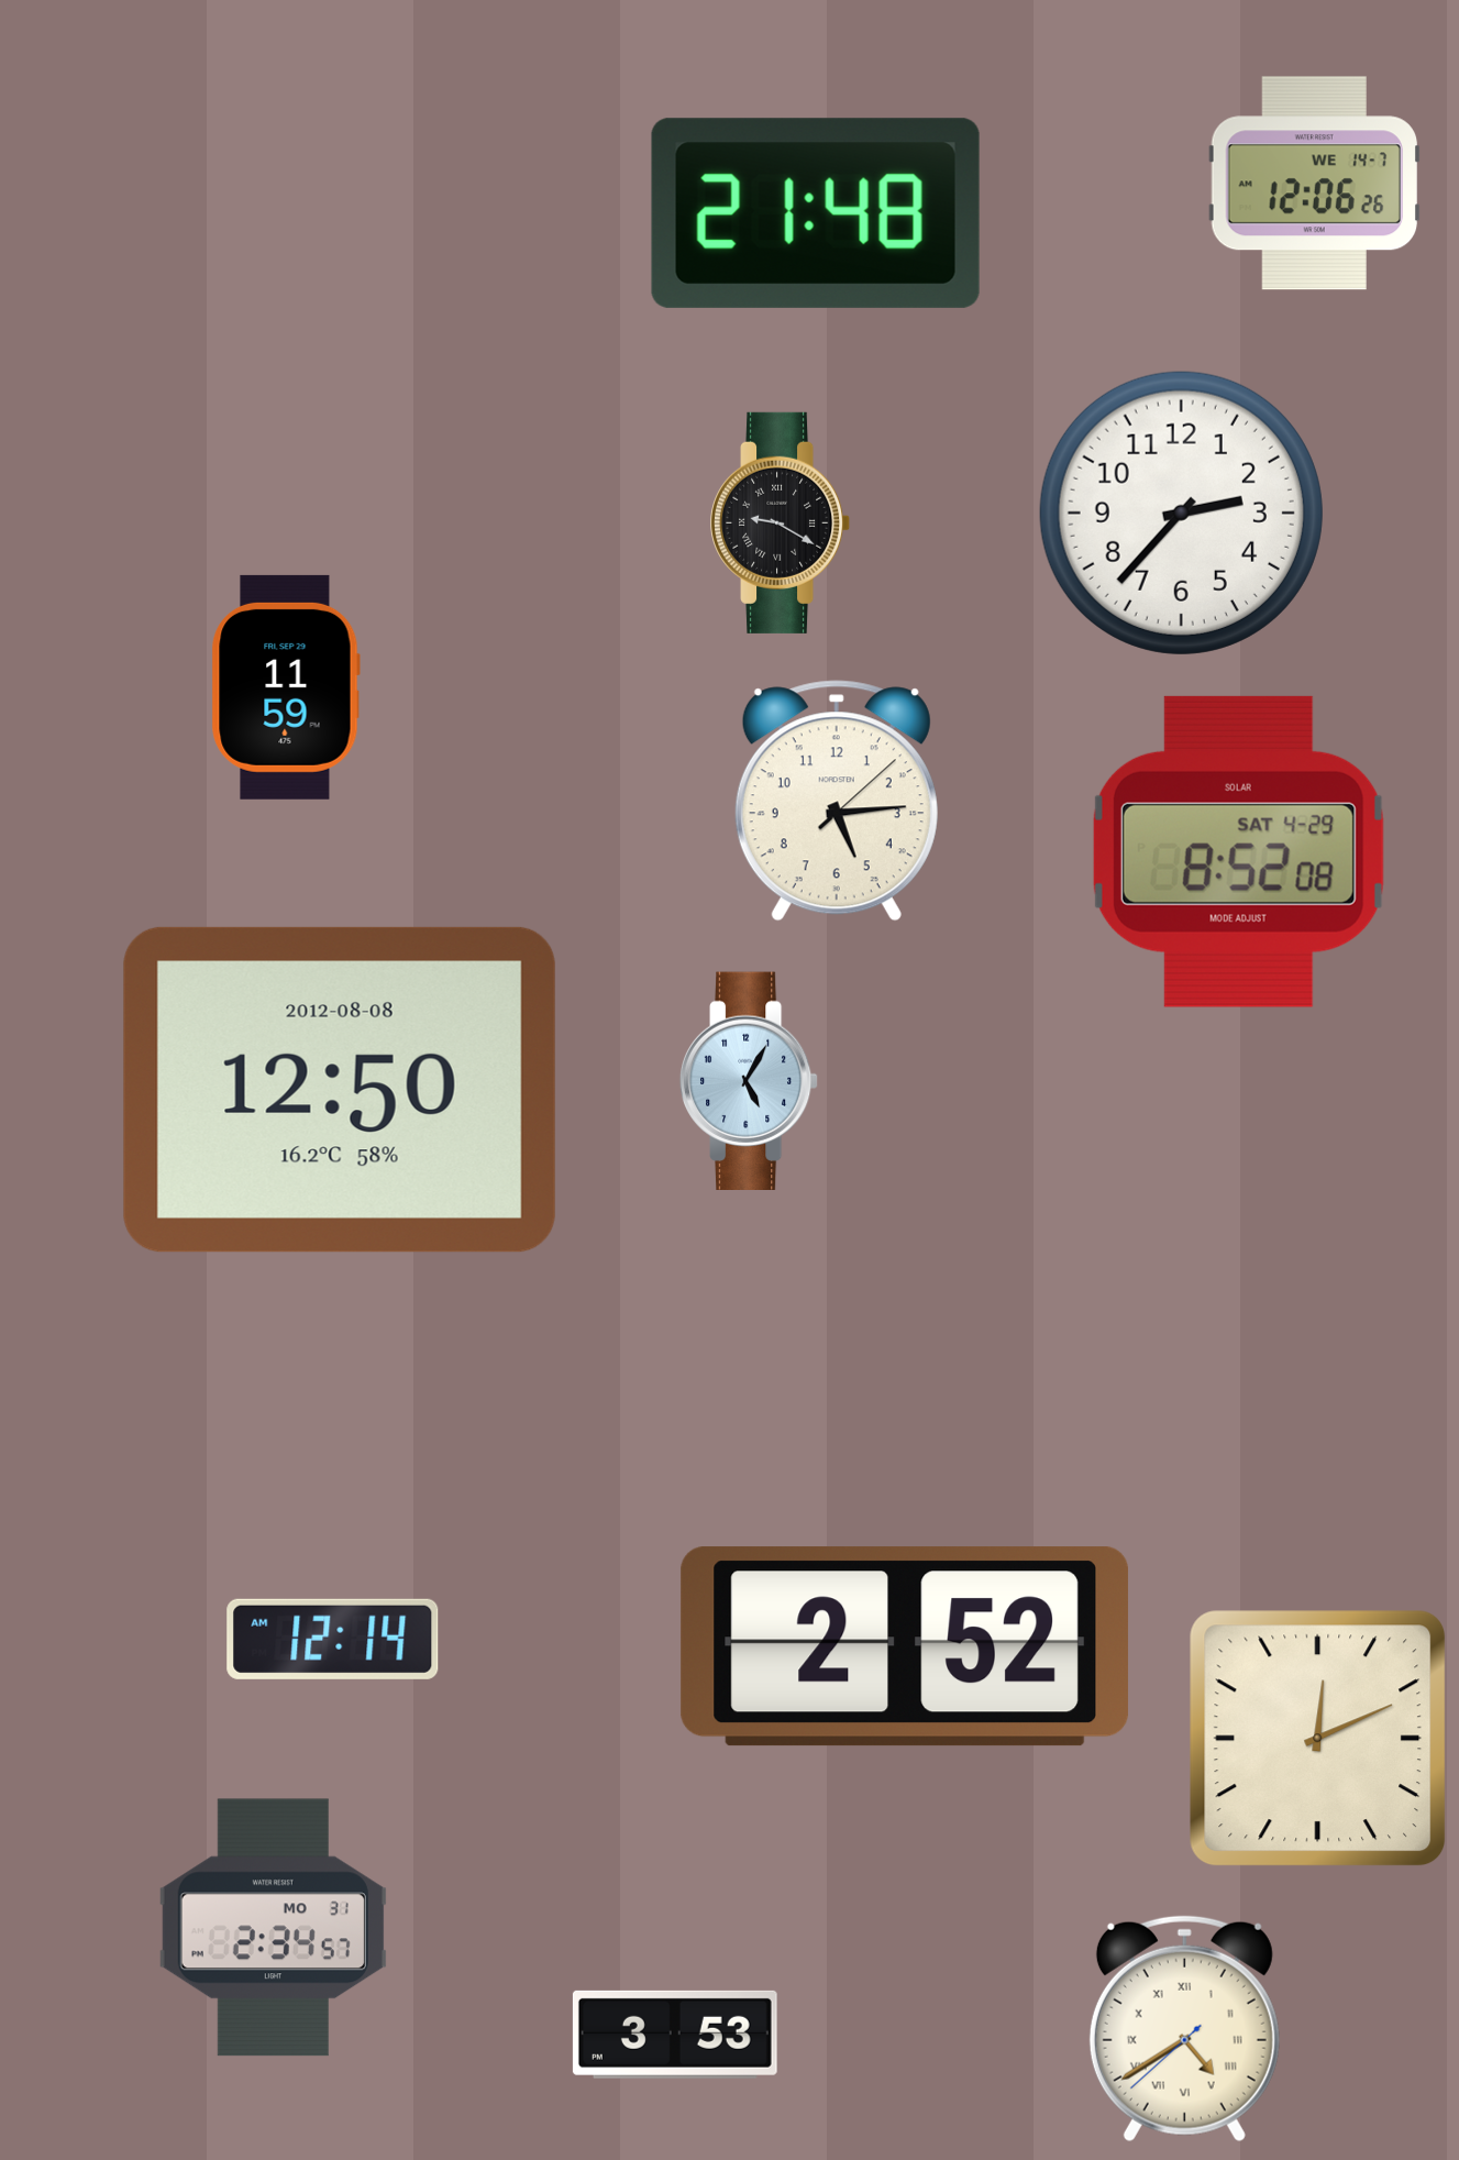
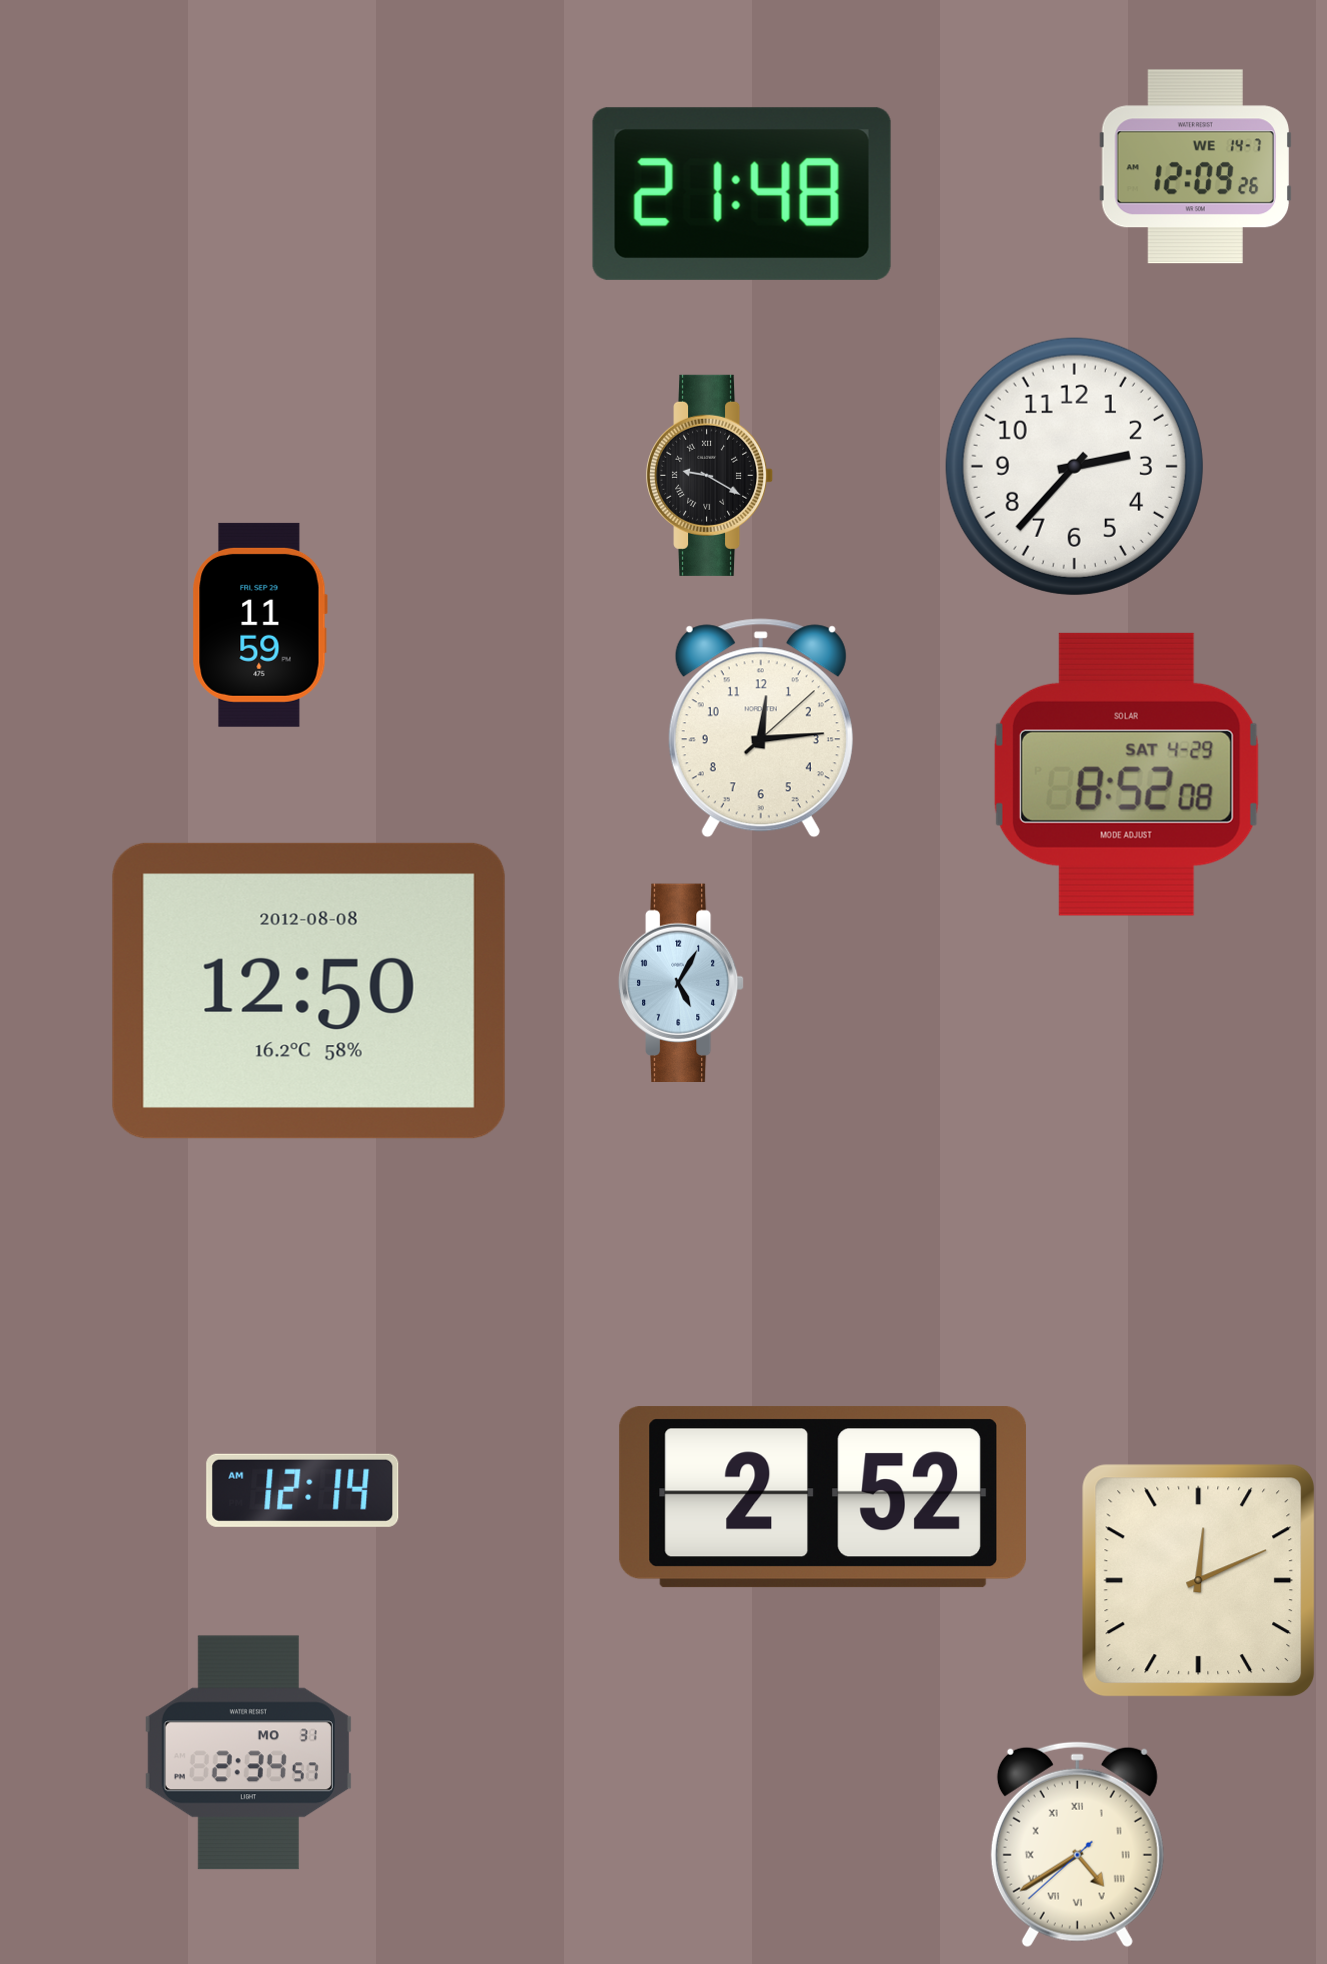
clock at (1314, 184): 12:06 -> 12:09
clock at (837, 801): 5:14 -> 12:14
clock at (675, 2035): 3:53 -> none
